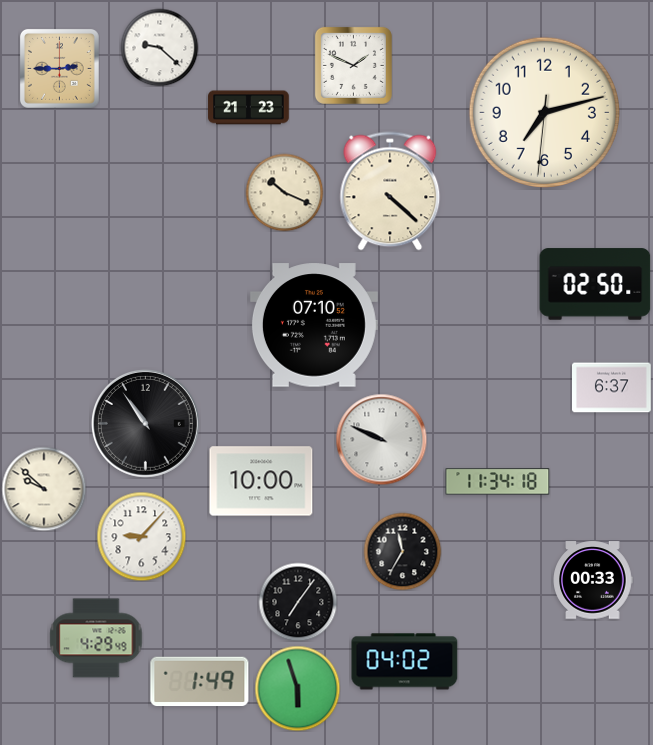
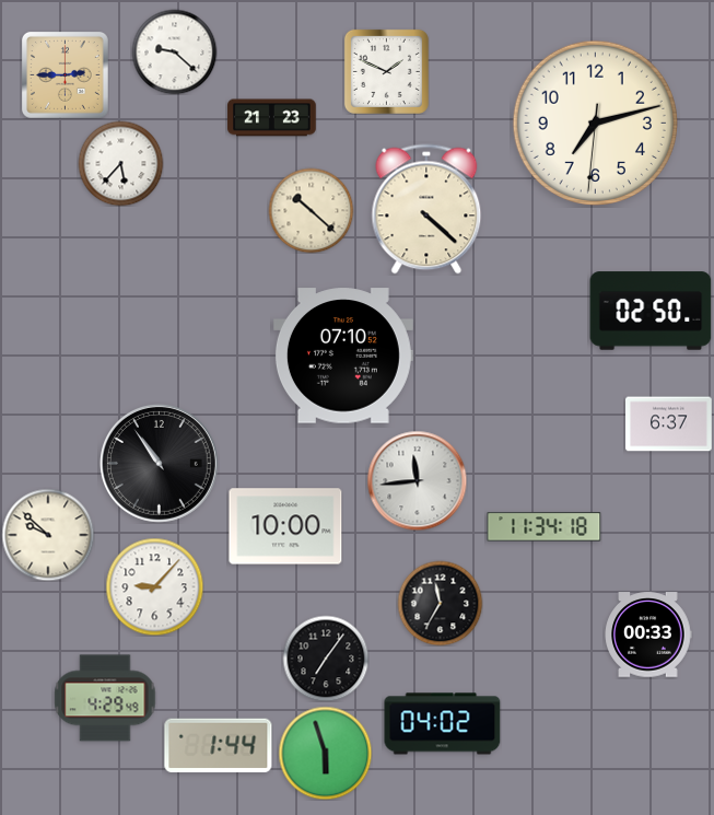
clock at (120, 163): none -> 5:37
clock at (284, 192): 10:19 -> 10:22
clock at (381, 439): 9:49 -> 11:44
clock at (200, 682): 1:49 -> 1:44
